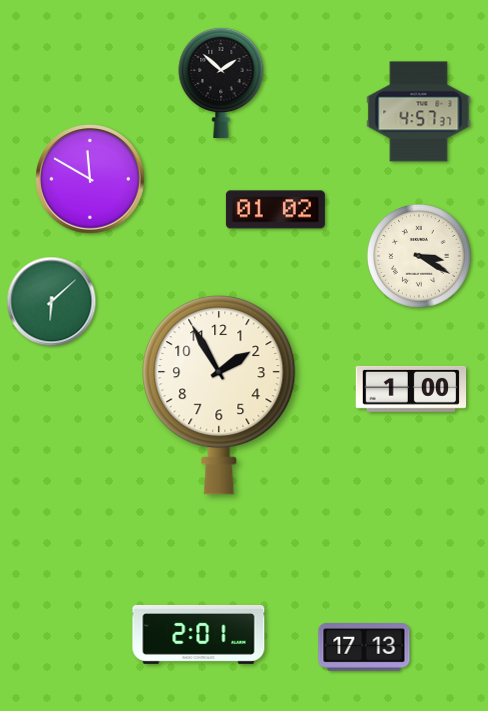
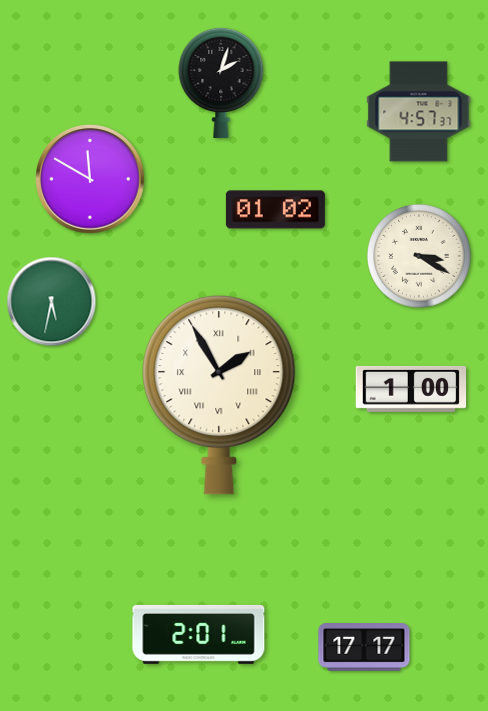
clock at (221, 83): 1:52 -> 2:03
clock at (52, 302): 6:08 -> 5:32
clock at (219, 396) numerals: Arabic -> Roman
clock at (364, 647): 17:13 -> 17:17
